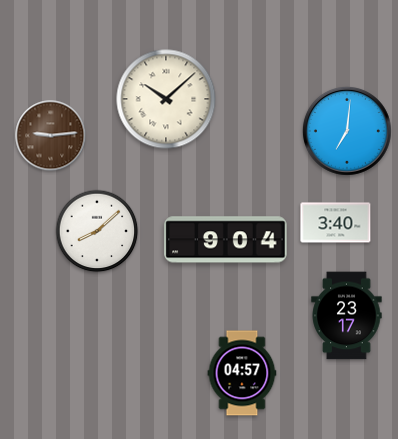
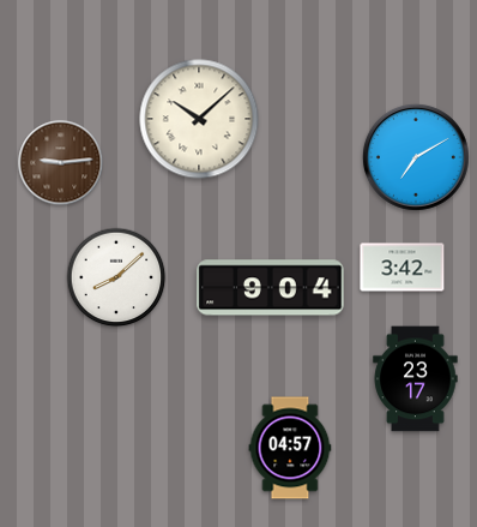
clock at (347, 131): 7:01 -> 7:10
clock at (336, 223): 3:40 -> 3:42
